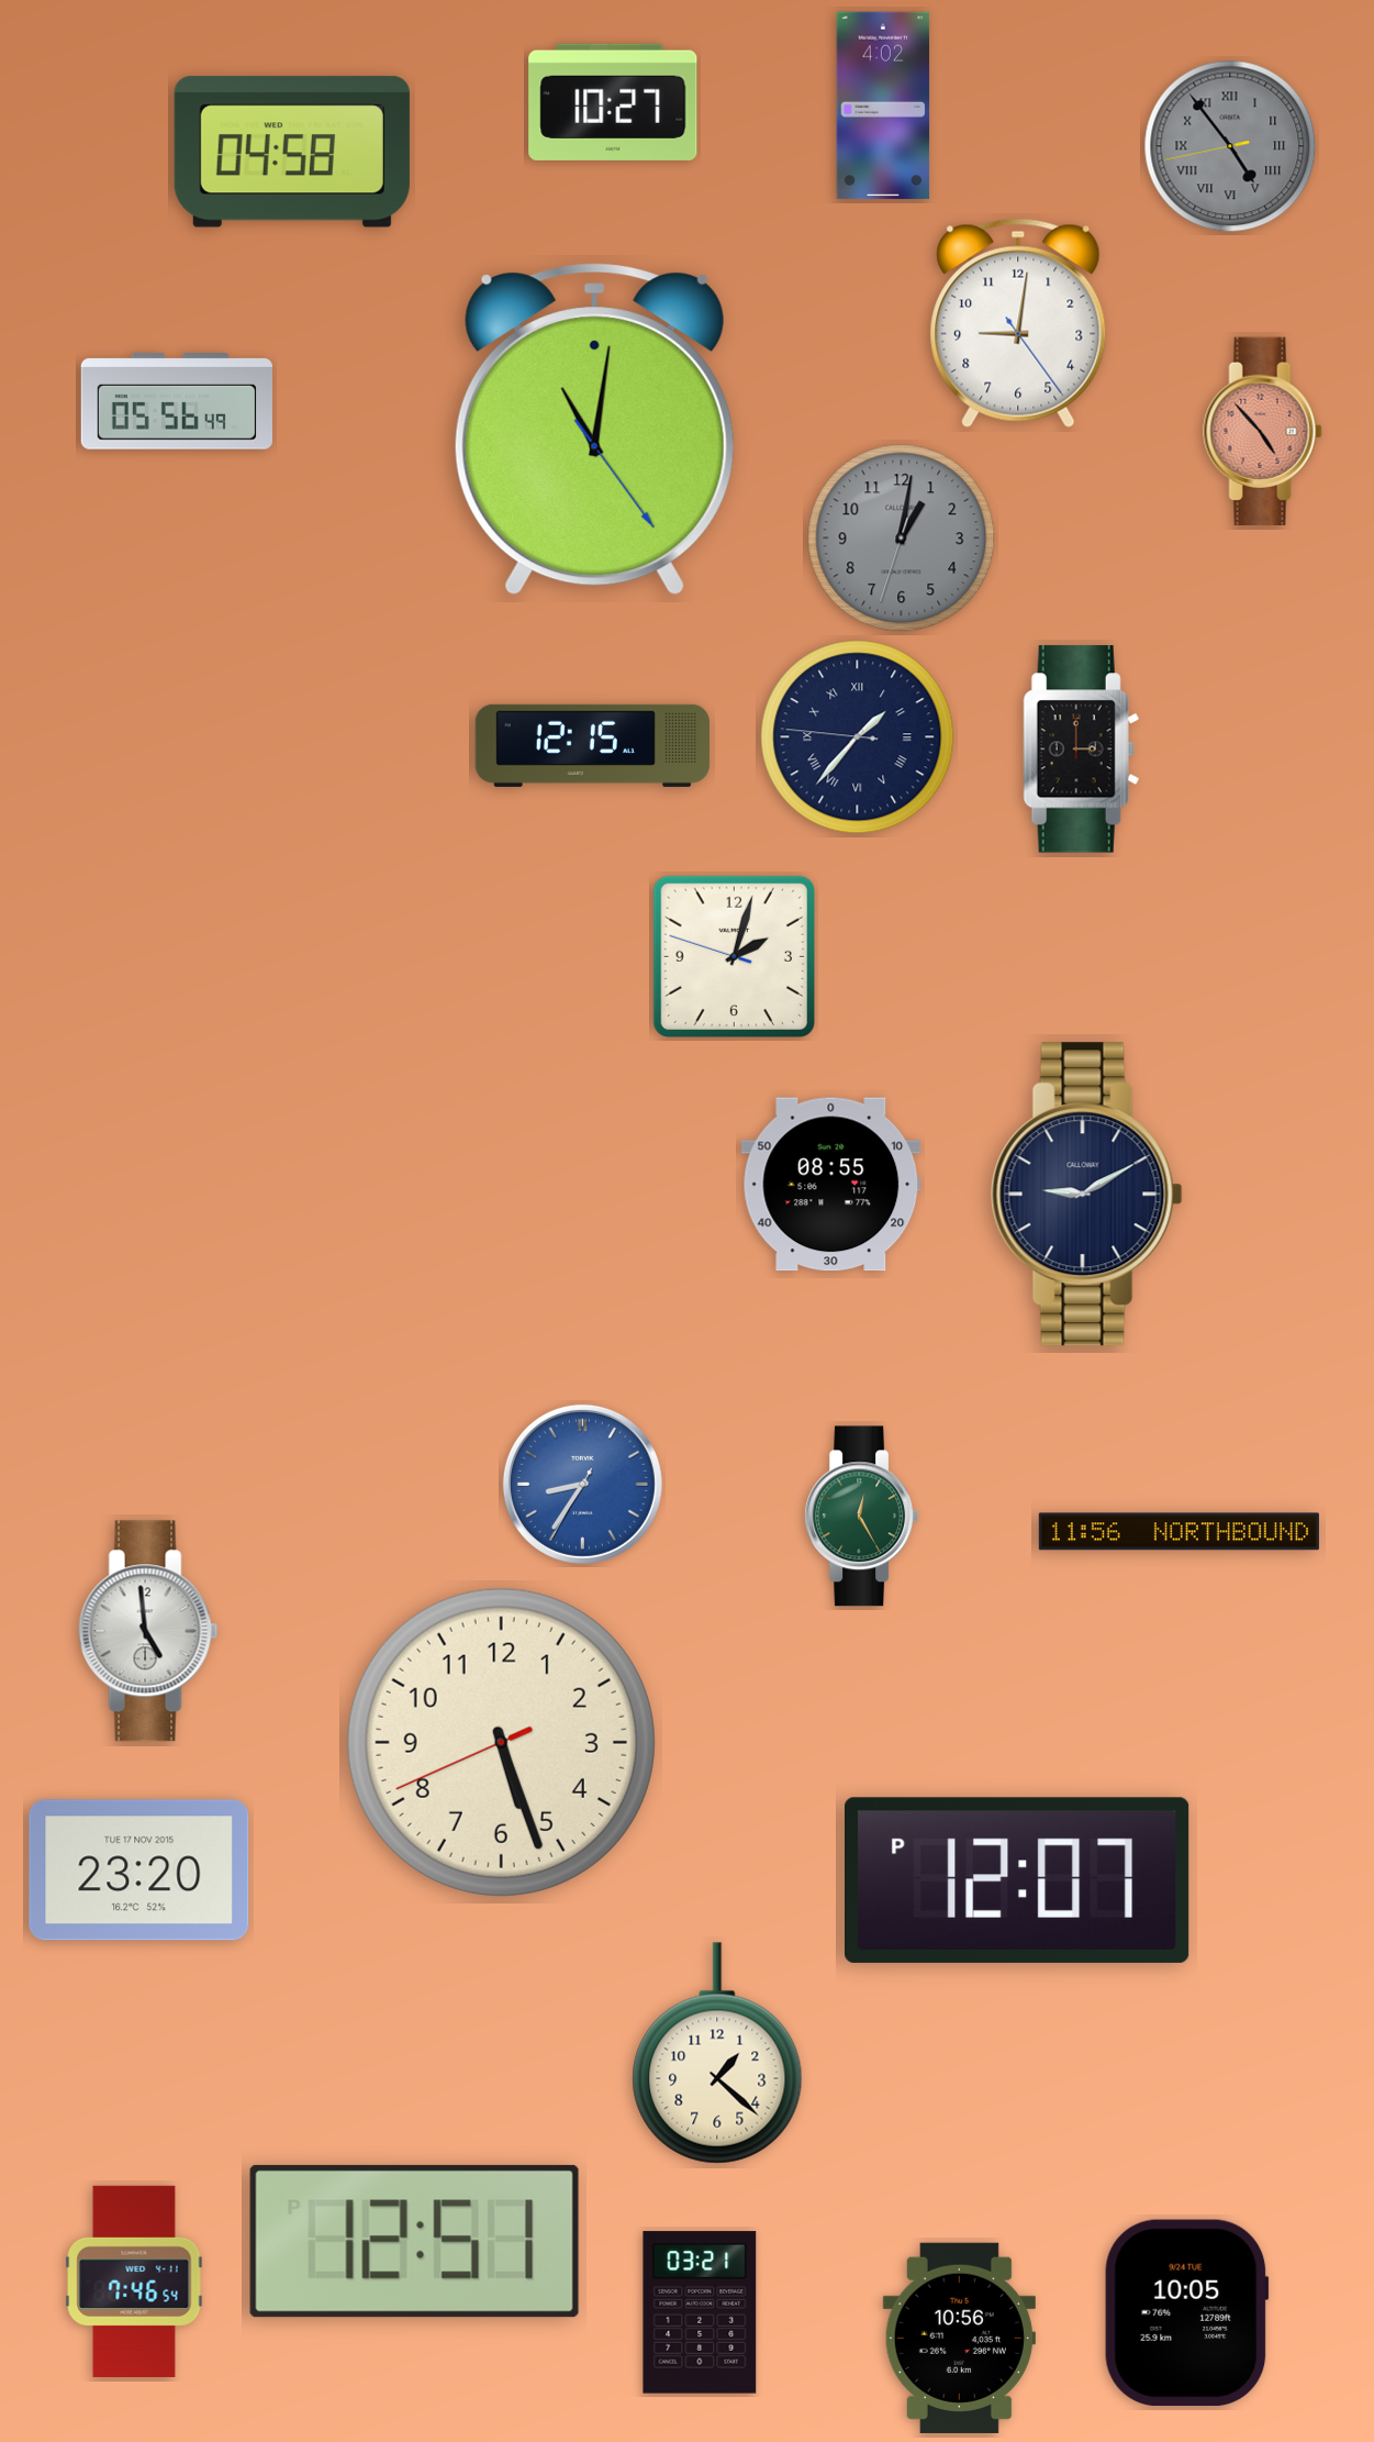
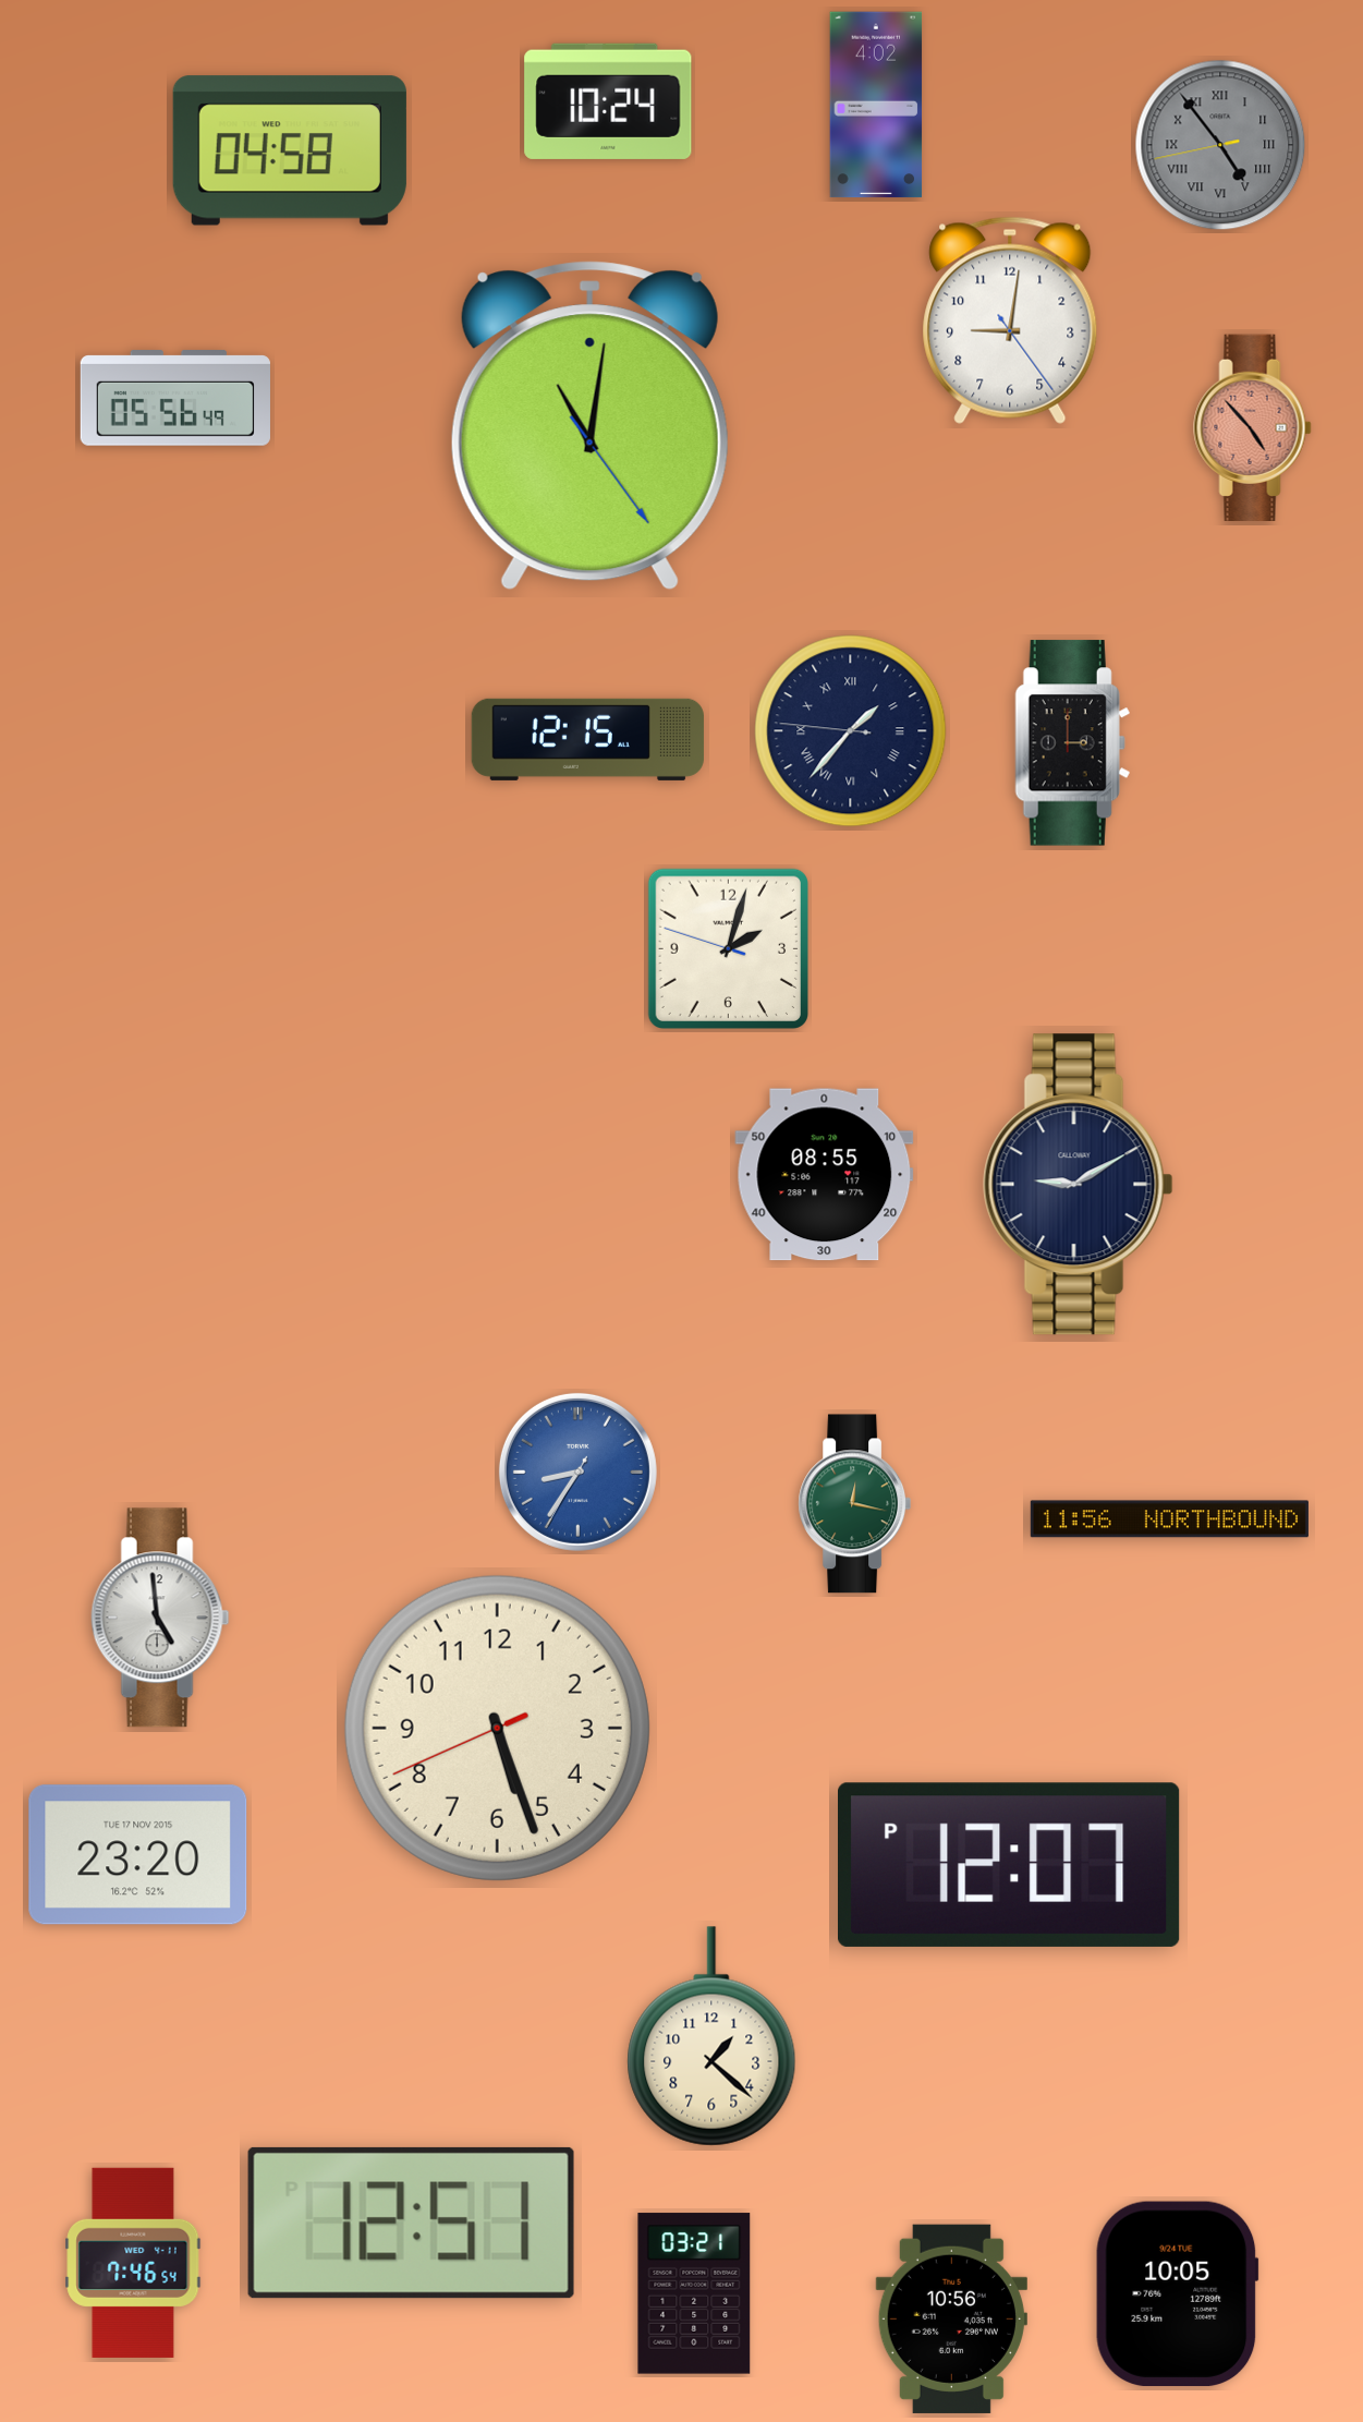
clock at (613, 102): 10:27 -> 10:24
clock at (902, 539): 1:01 -> none
clock at (861, 1517): 12:25 -> 12:17
clock at (148, 1631) position: (148, 1631) -> (160, 1618)
